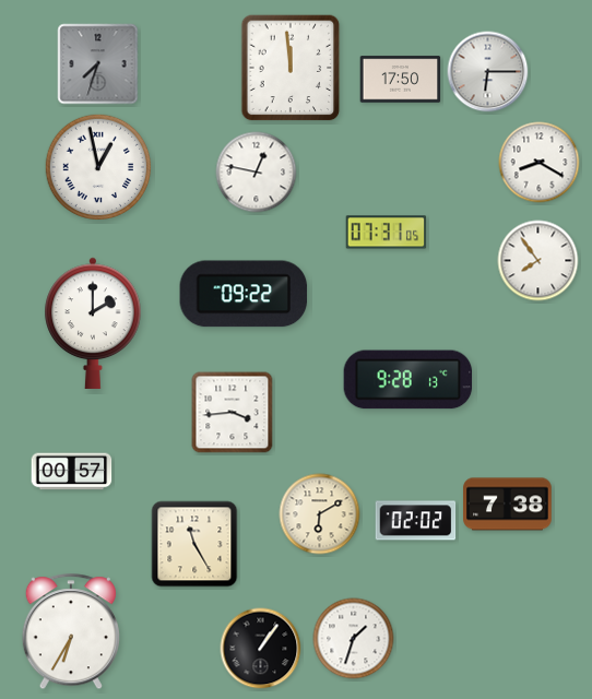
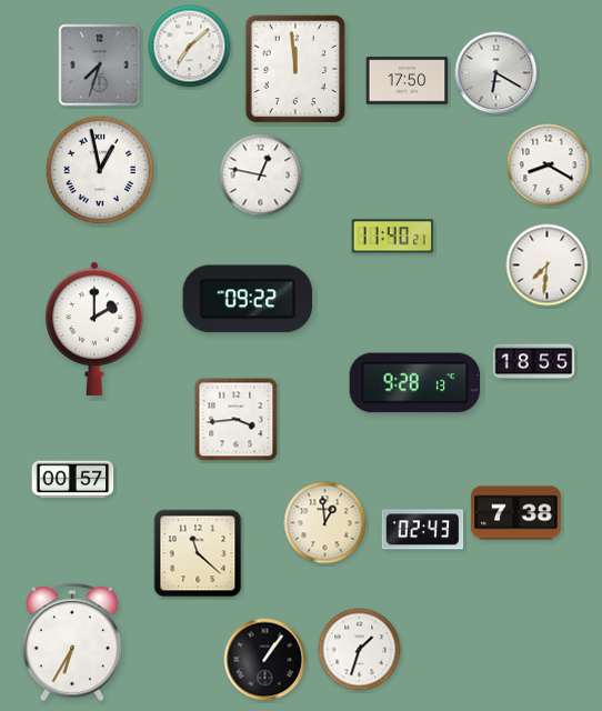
clock at (190, 47): none -> 7:08
clock at (488, 72): 6:15 -> 6:20
clock at (387, 233): 07:31 -> 11:40
clock at (538, 261): 7:54 -> 7:31
clock at (534, 362): none -> 18:55
clock at (409, 380) position: (409, 380) -> (415, 383)
clock at (320, 514): 6:10 -> 12:59
clock at (416, 521): 02:02 -> 02:43
clock at (194, 544): 11:25 -> 11:22
